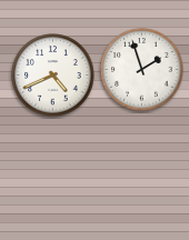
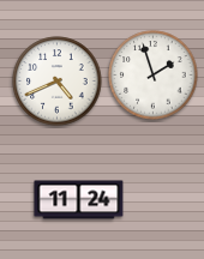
clock at (79, 200): none -> 11:24
